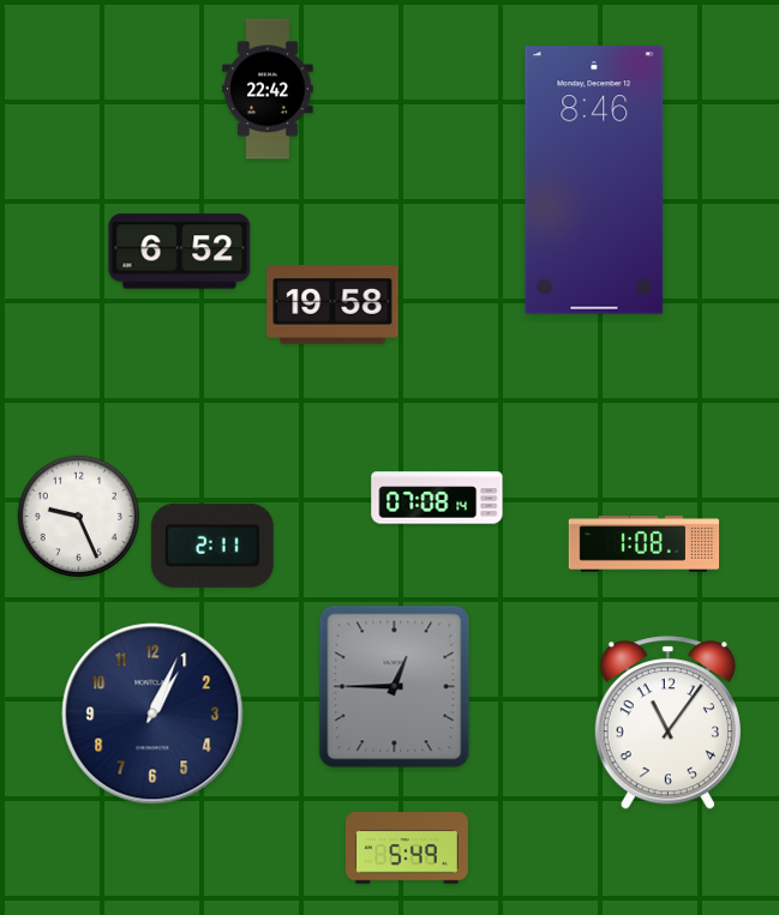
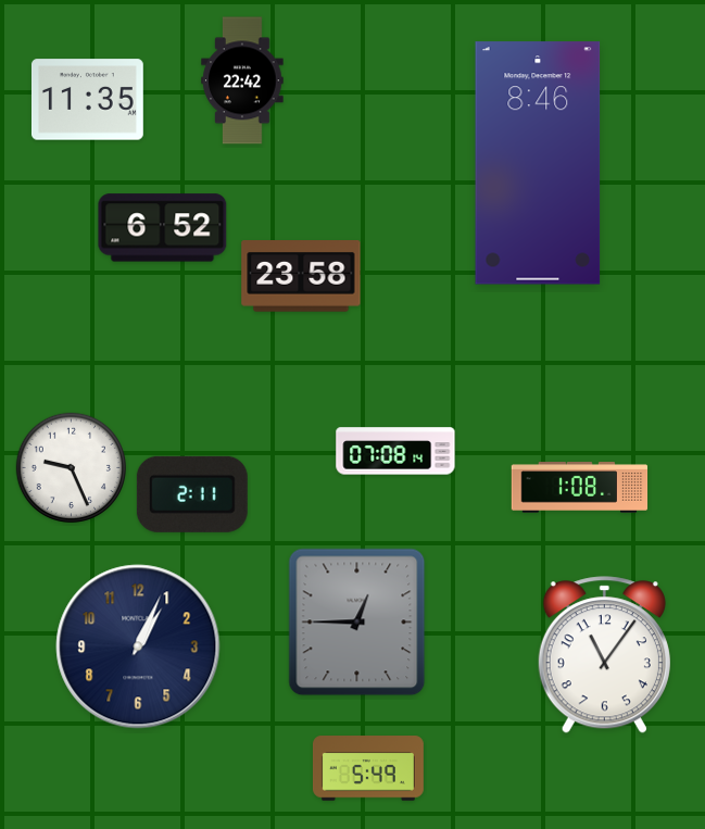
clock at (87, 100): none -> 11:35
clock at (332, 306): 19:58 -> 23:58
clock at (645, 544) position: (645, 544) -> (580, 488)
